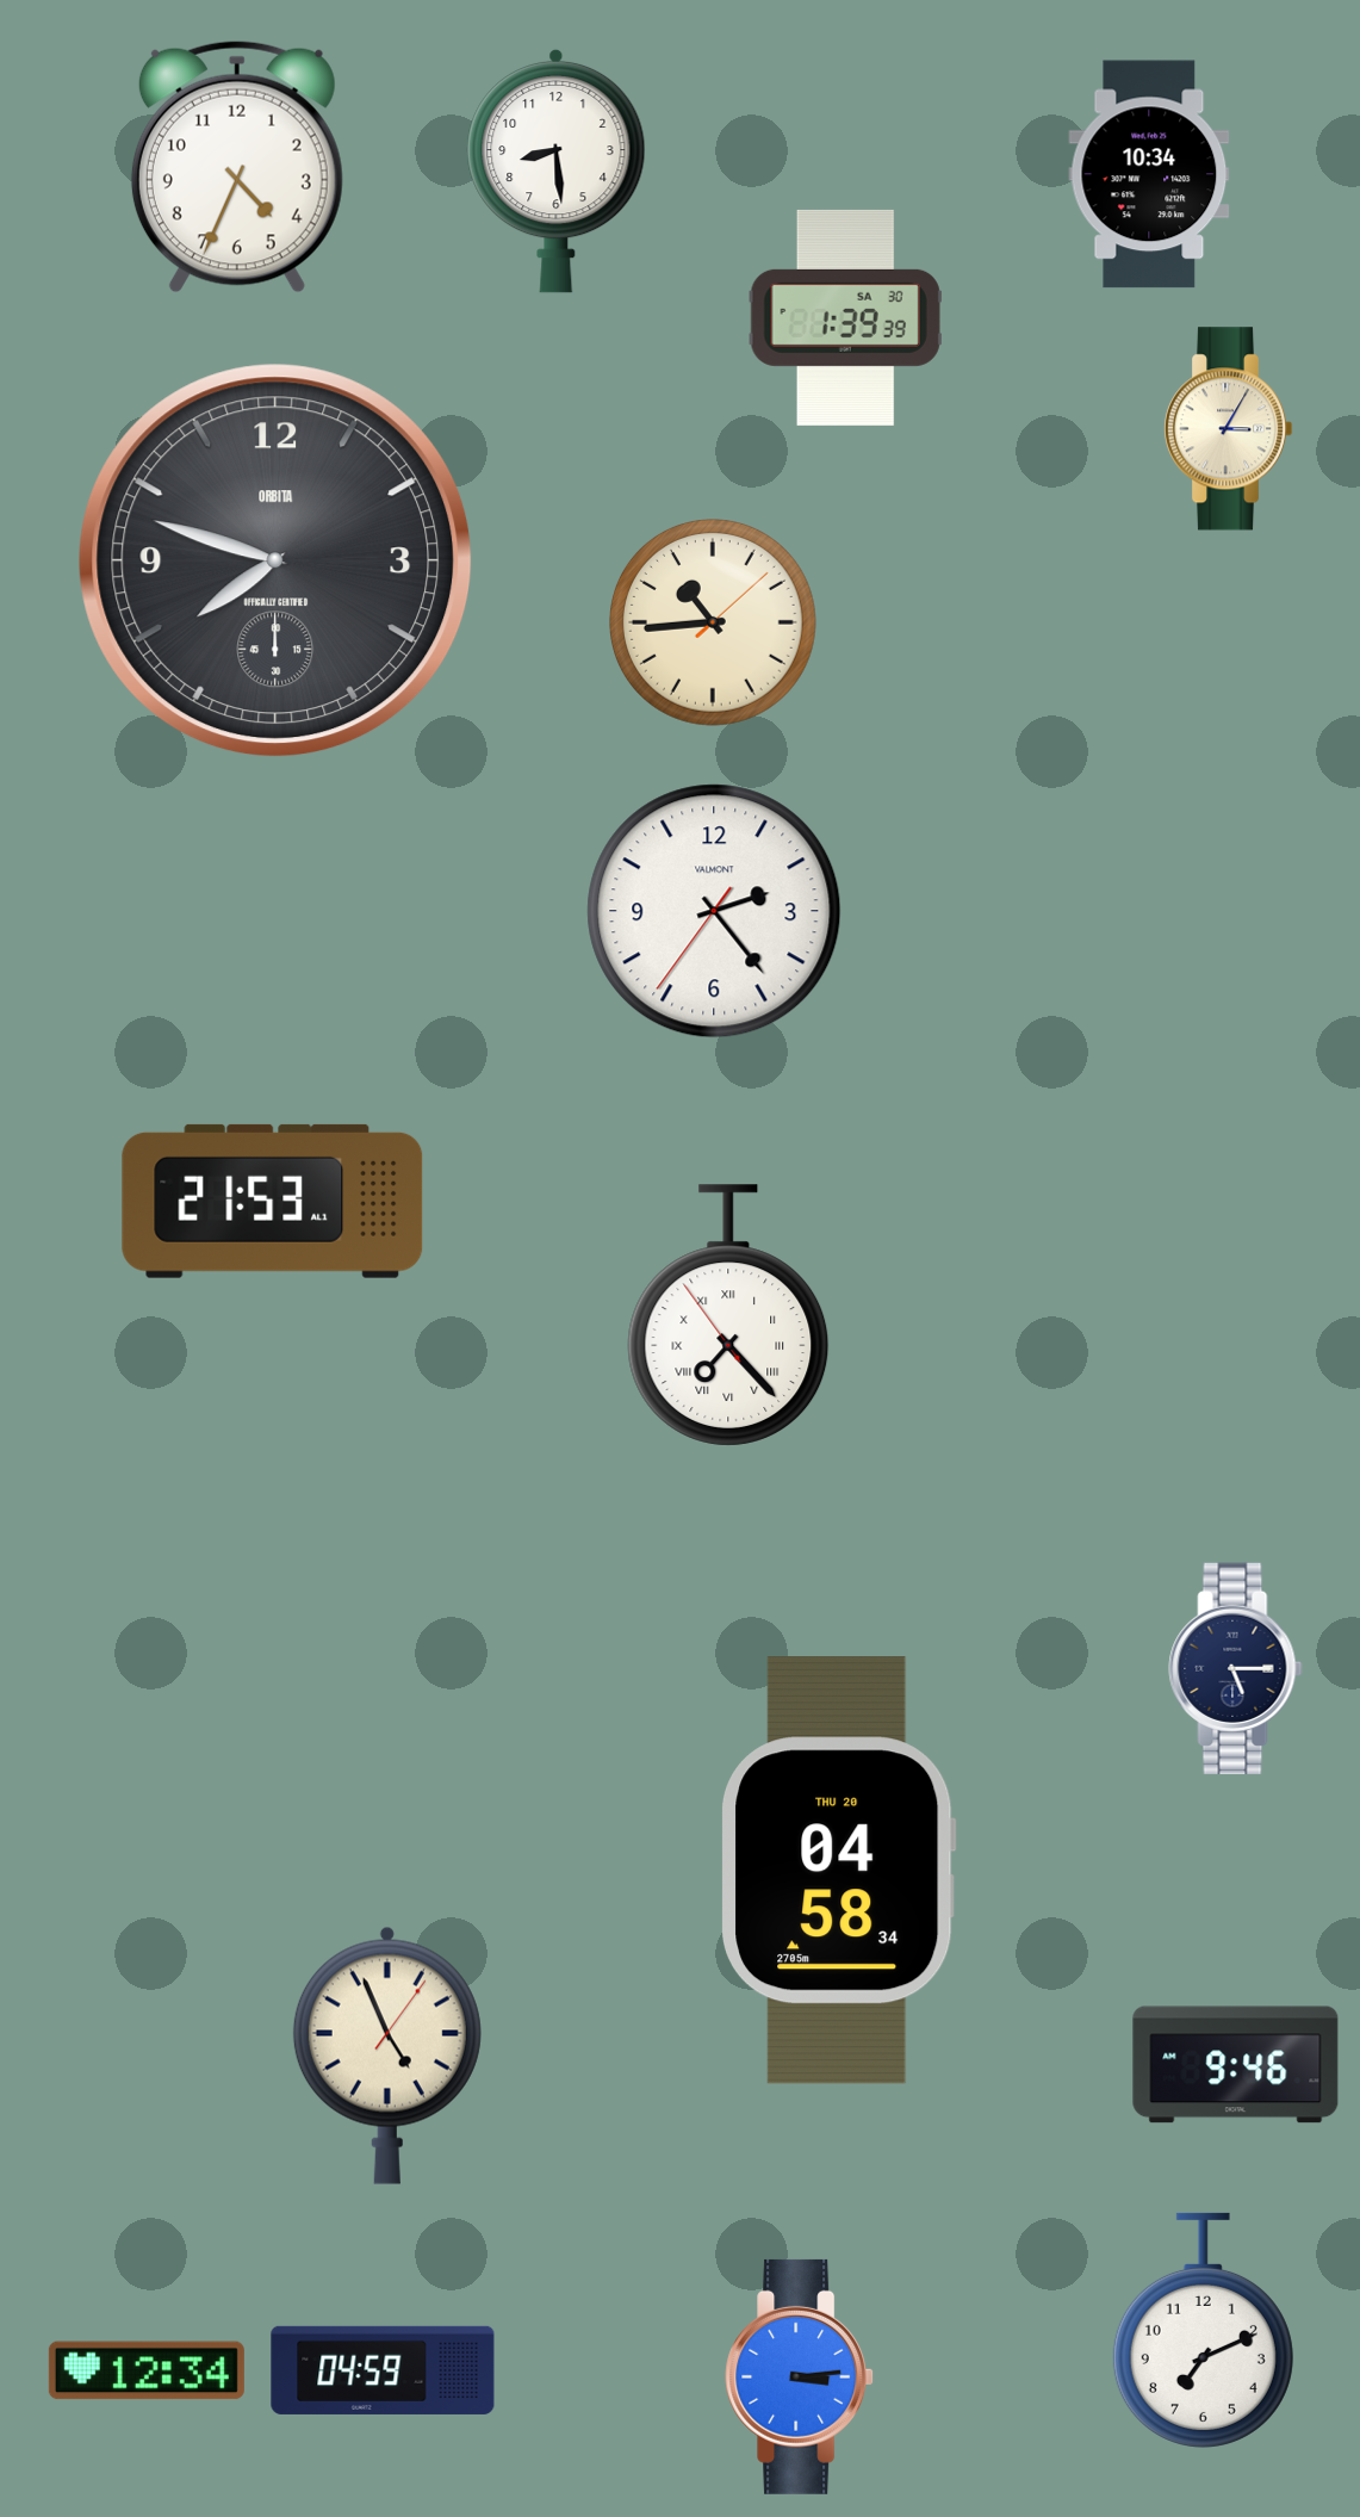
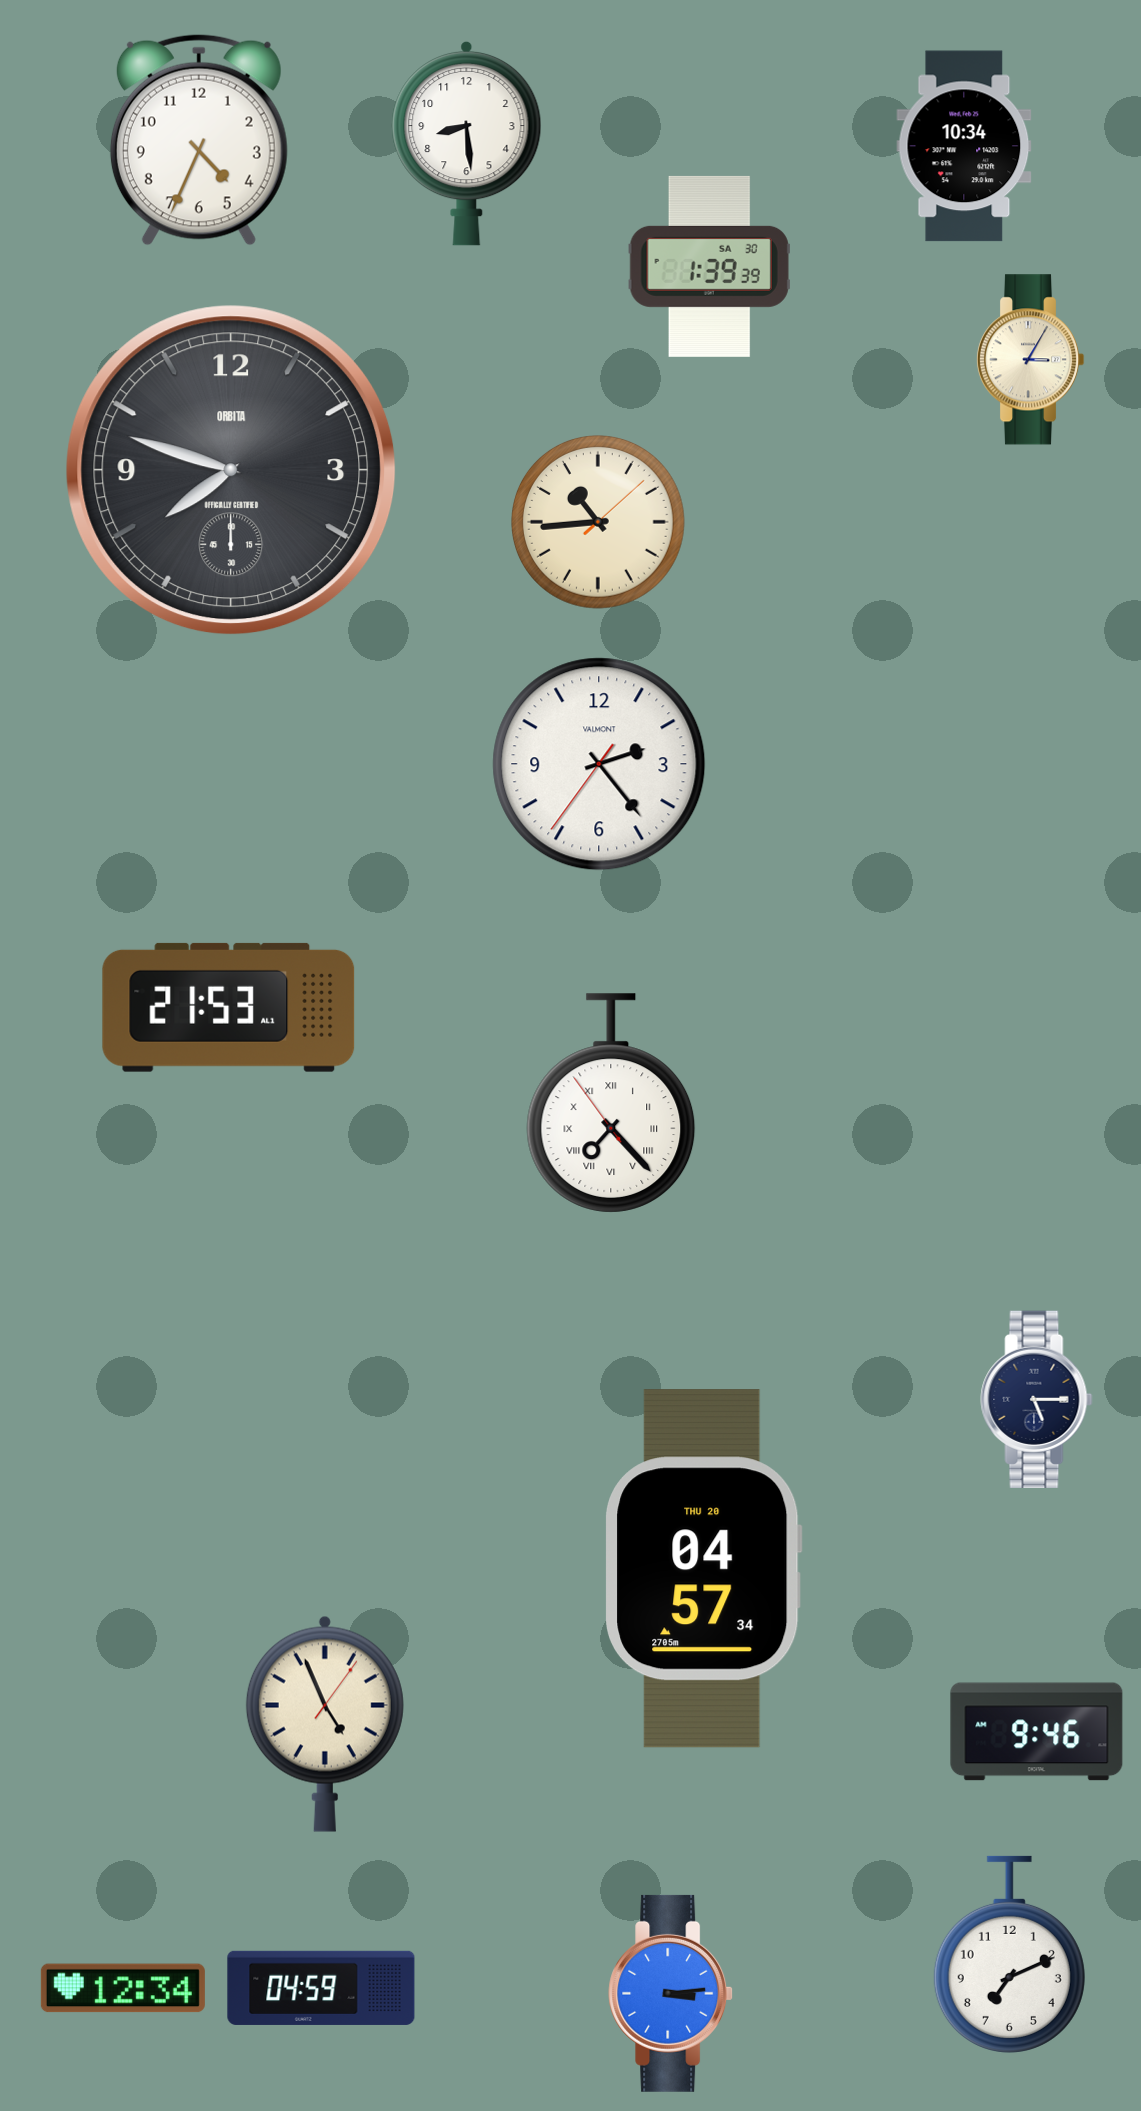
clock at (839, 1871): 04:58 -> 04:57
